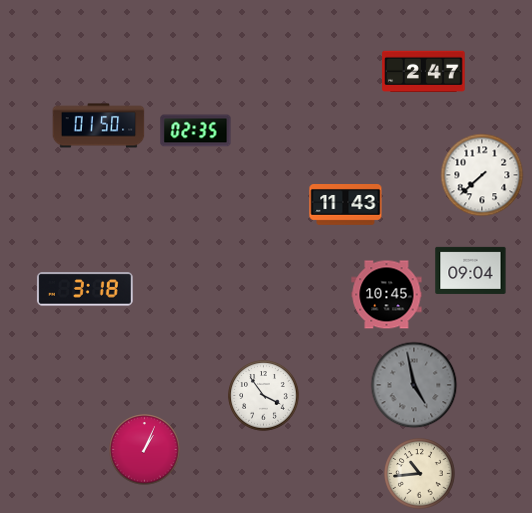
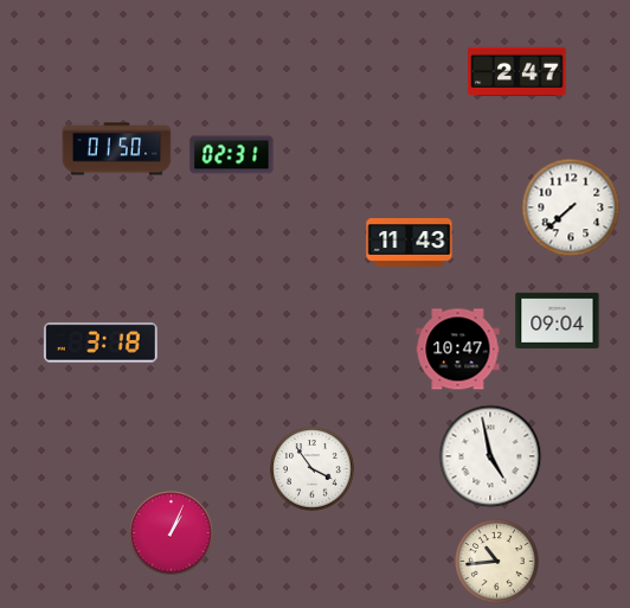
clock at (424, 71) position: (424, 71) -> (517, 71)
clock at (196, 131): 02:35 -> 02:31
clock at (387, 295): 10:45 -> 10:47
clock at (414, 385) dial: grey -> white
